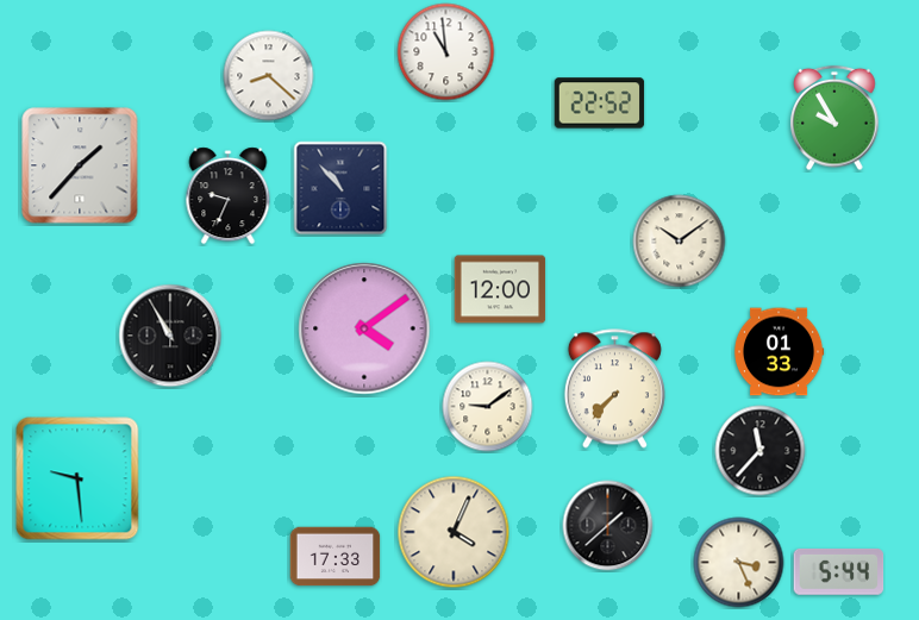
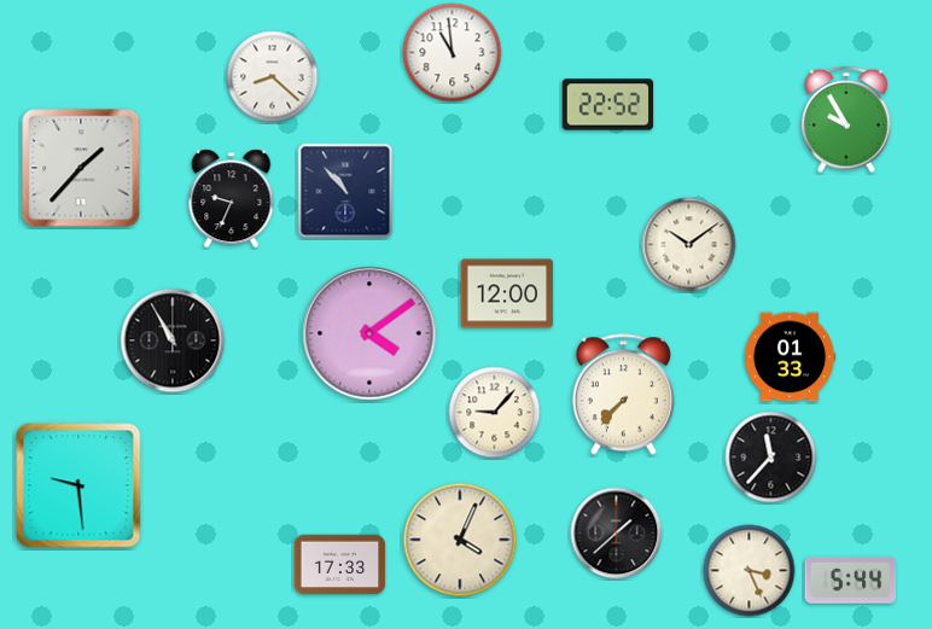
clock at (488, 407): 9:09 -> 9:07
